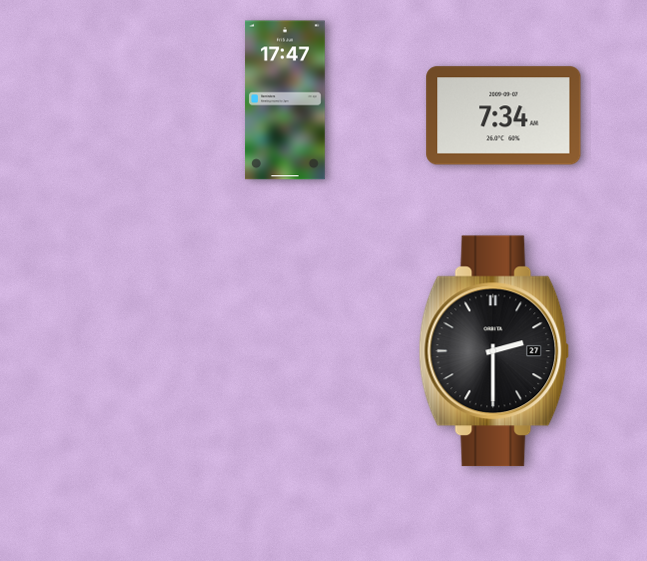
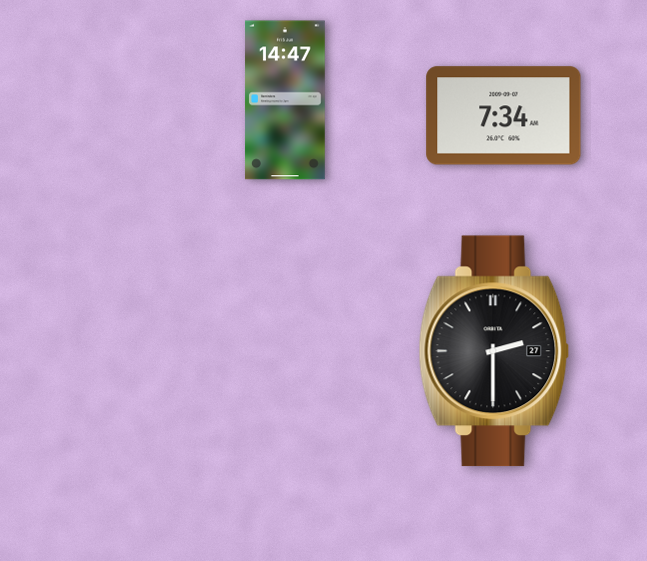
clock at (286, 100): 17:47 -> 14:47
